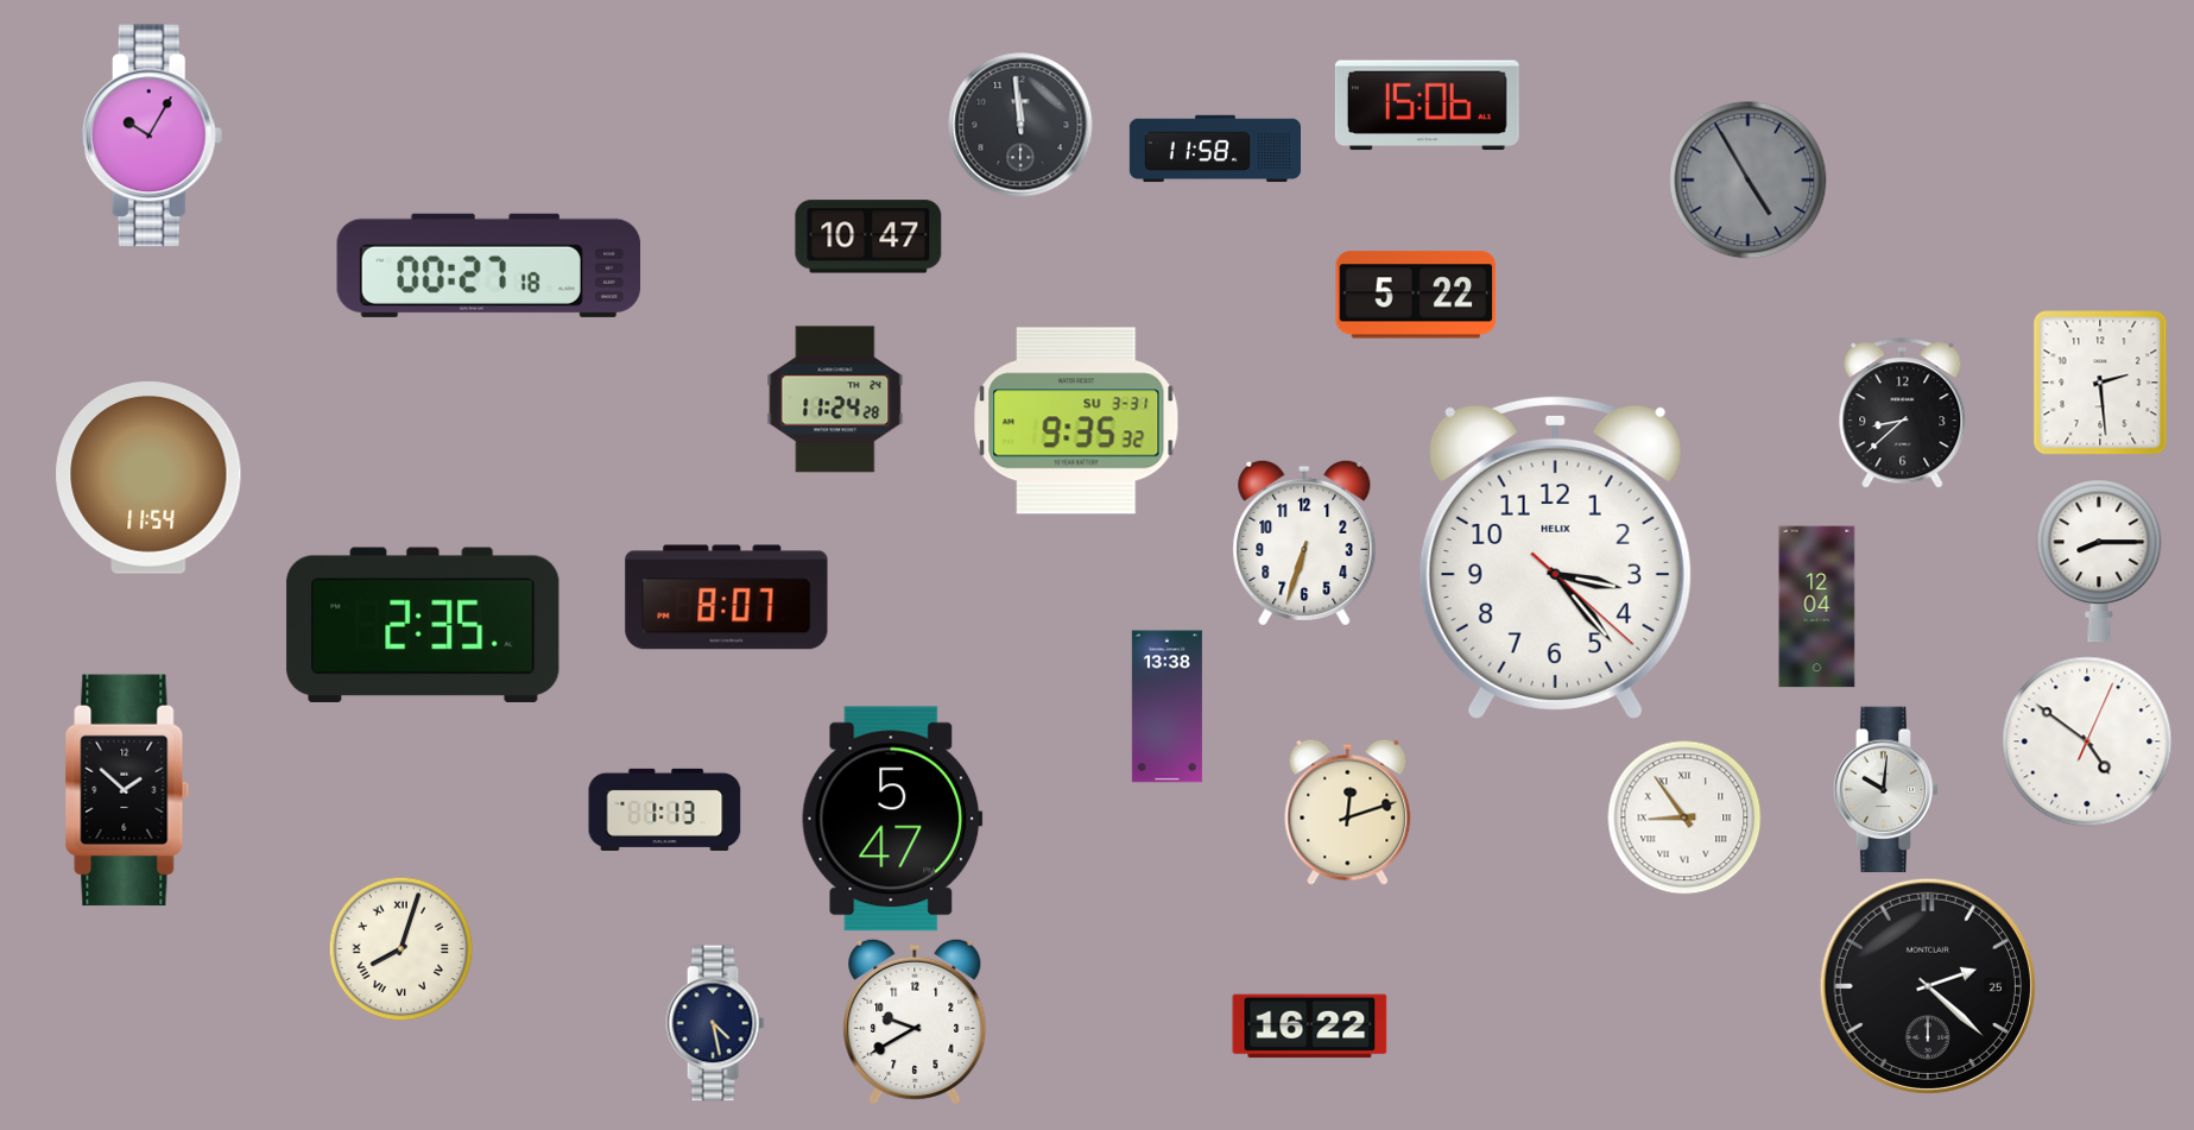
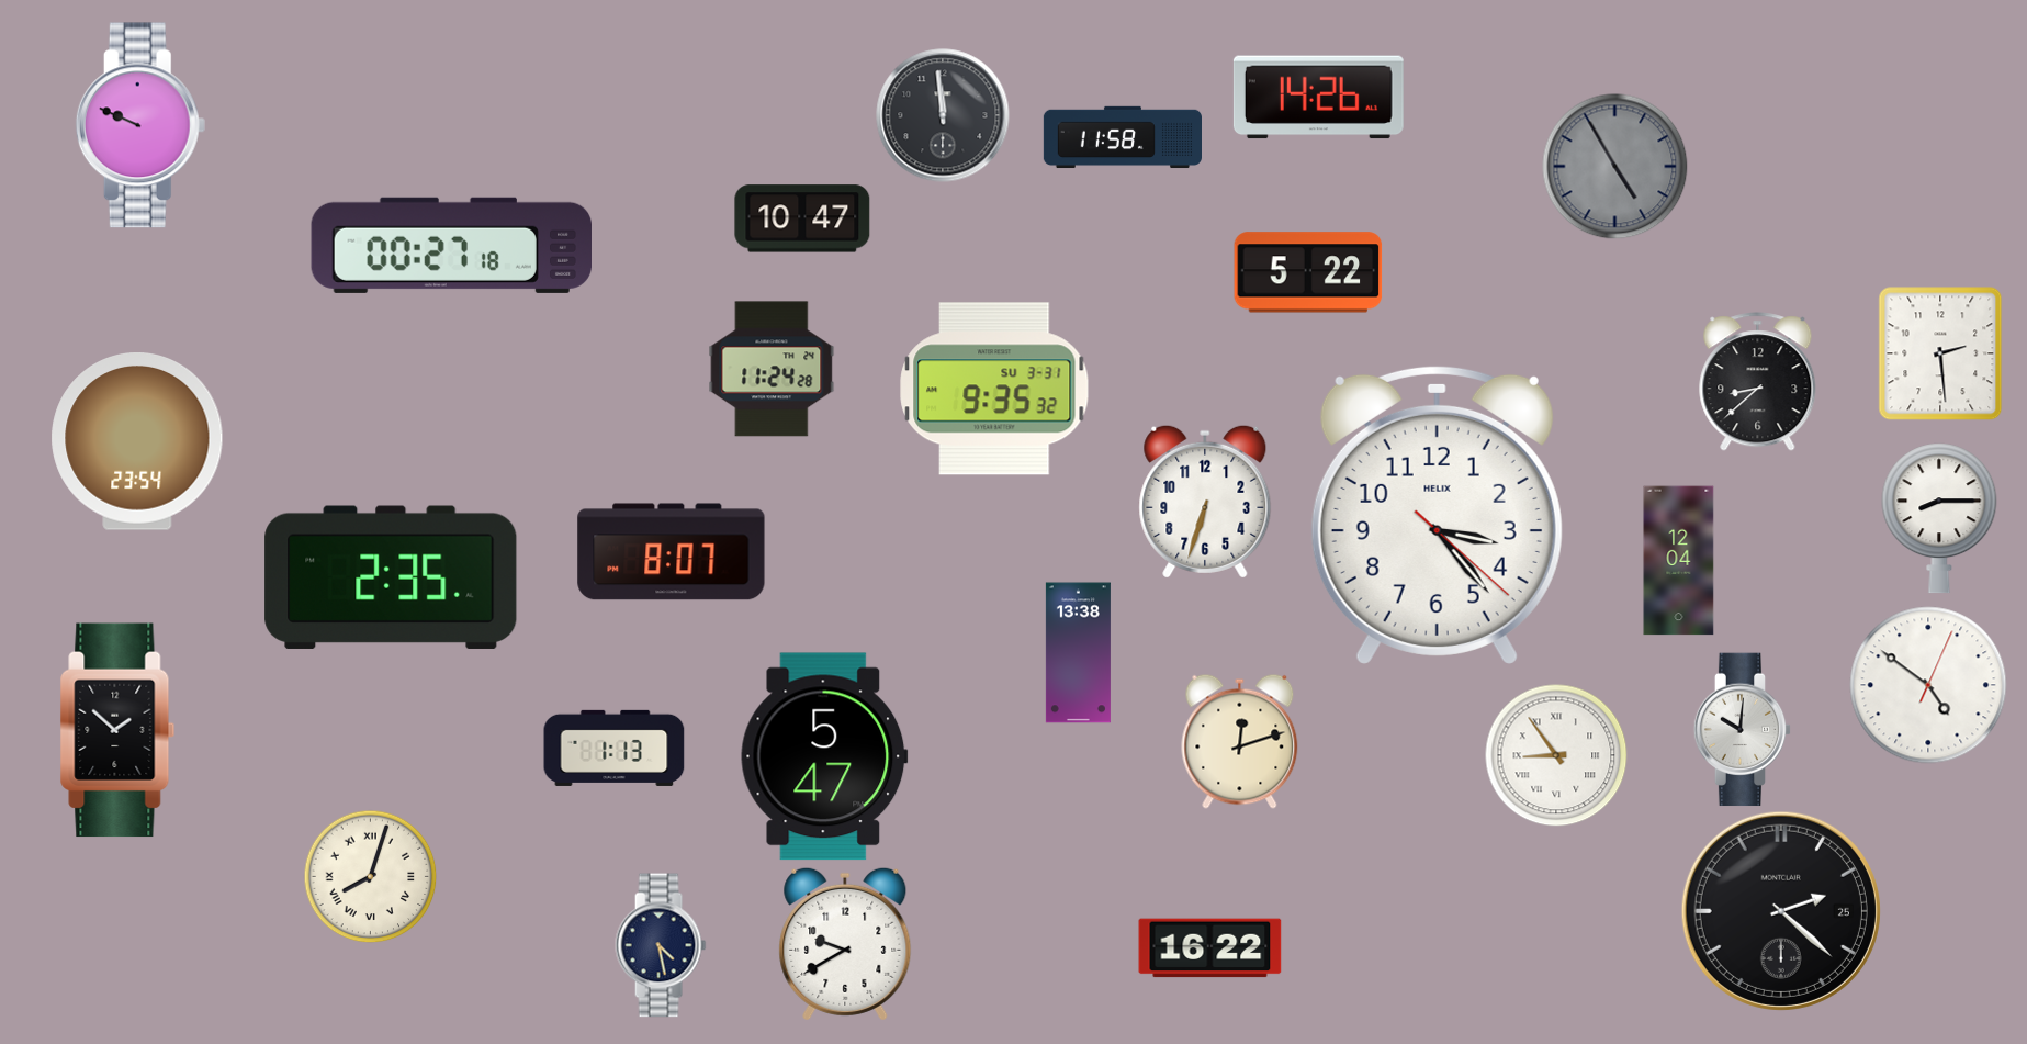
clock at (1427, 106): 15:06 -> 14:26
clock at (152, 135): 10:05 -> 9:49
clock at (148, 479): 11:54 -> 23:54
clock at (1348, 812) position: (1348, 812) -> (1240, 741)
